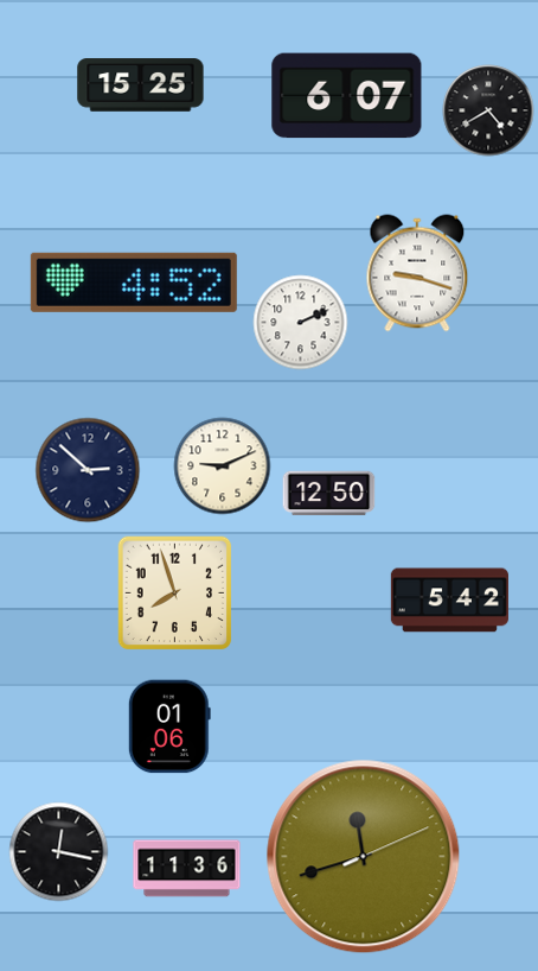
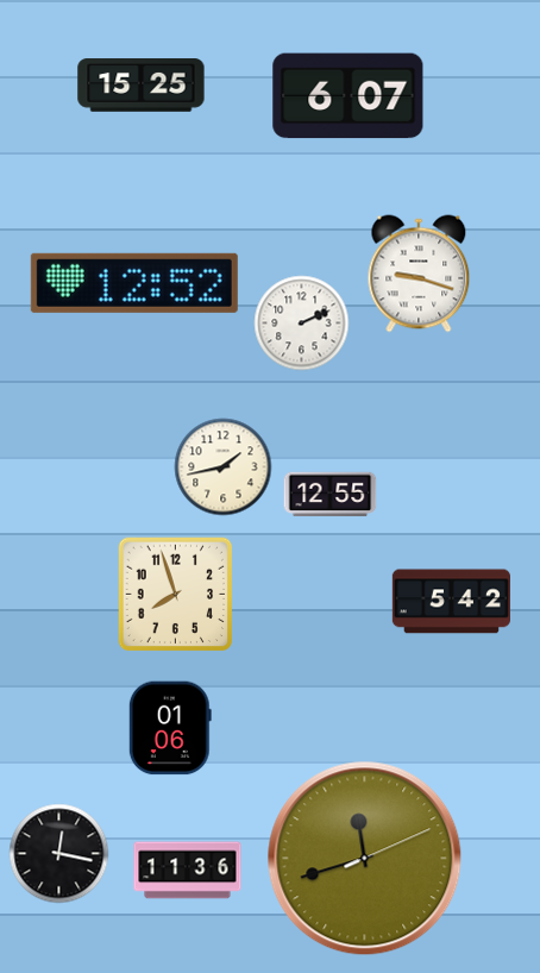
clock at (488, 110): 4:40 -> none
clock at (134, 283): 4:52 -> 12:52
clock at (223, 467): 9:11 -> 1:43
clock at (88, 470): 2:52 -> none
clock at (329, 494): 12:50 -> 12:55
